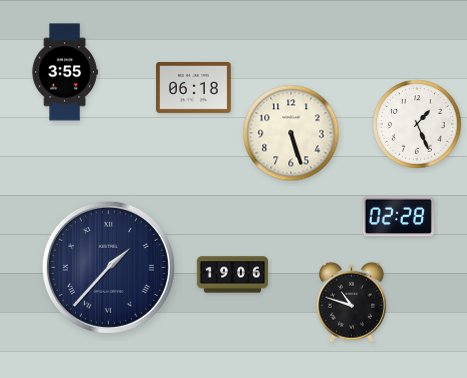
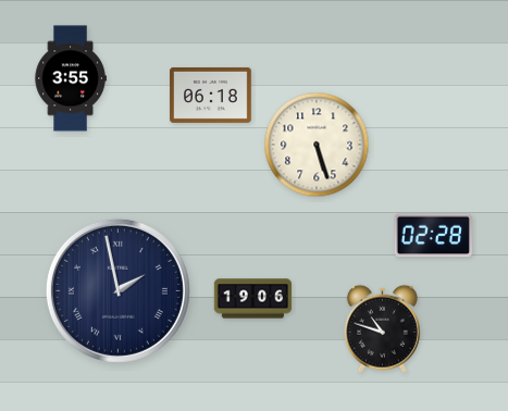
clock at (417, 124): 1:26 -> none
clock at (108, 267): 1:37 -> 1:58
